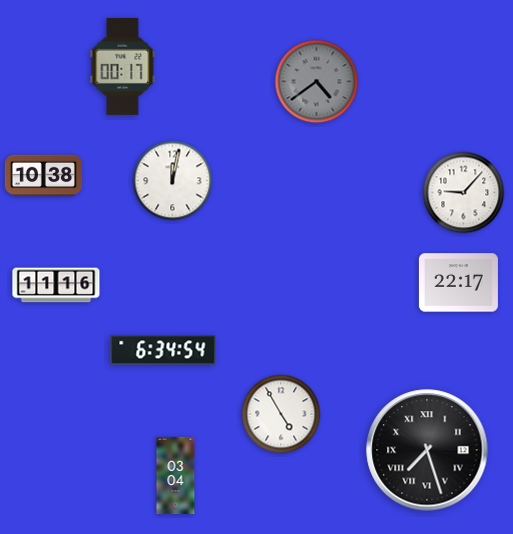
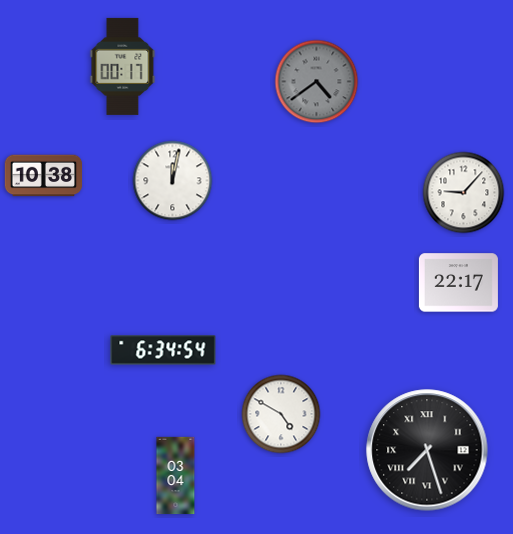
clock at (56, 285): 11:16 -> none
clock at (281, 414): 4:55 -> 4:50
